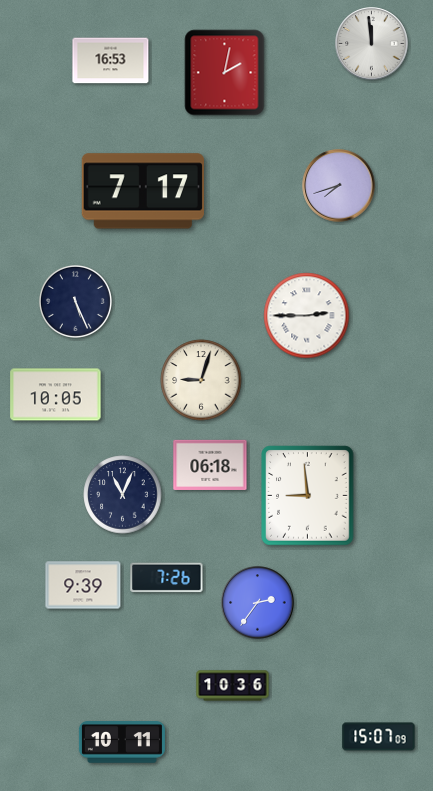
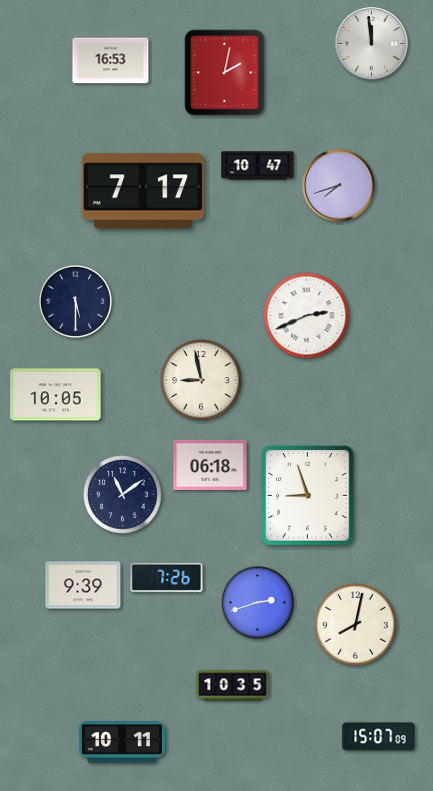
clock at (258, 166): none -> 10:47
clock at (75, 301): 5:26 -> 5:30
clock at (307, 316): 2:45 -> 2:41
clock at (201, 380): 9:03 -> 8:58
clock at (123, 495): 11:04 -> 11:09
clock at (308, 496): 8:59 -> 8:57
clock at (258, 603): 2:36 -> 2:42
clock at (356, 625): none -> 8:02
clock at (233, 686): 10:36 -> 10:35
